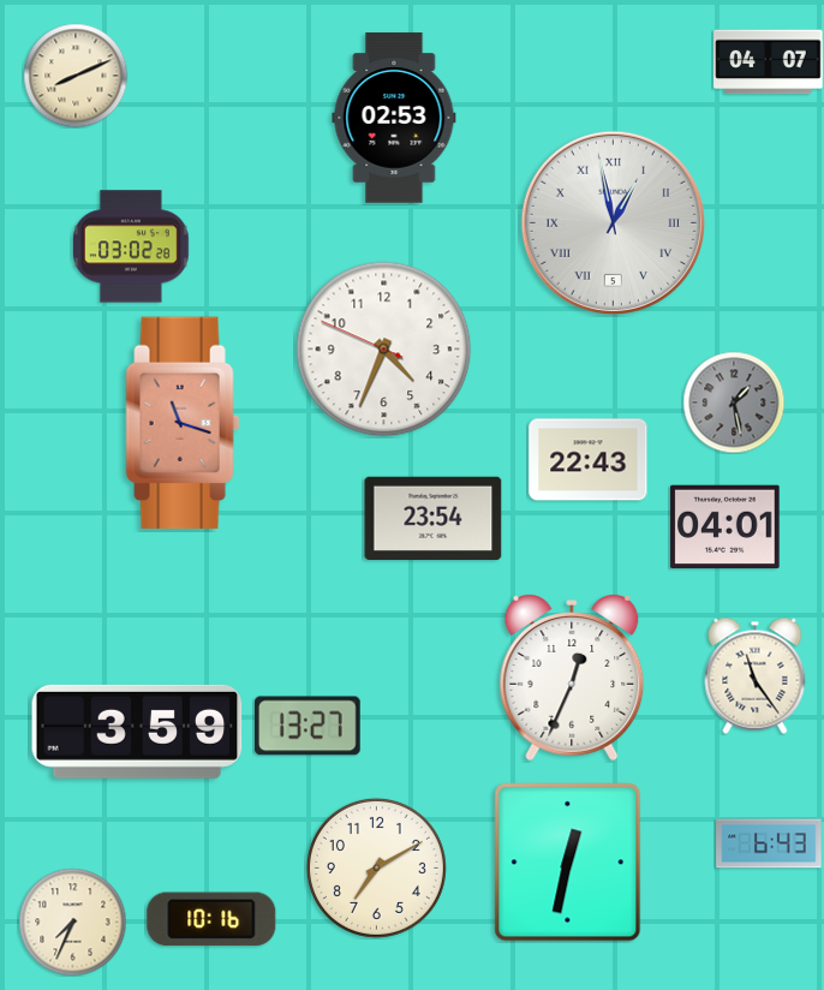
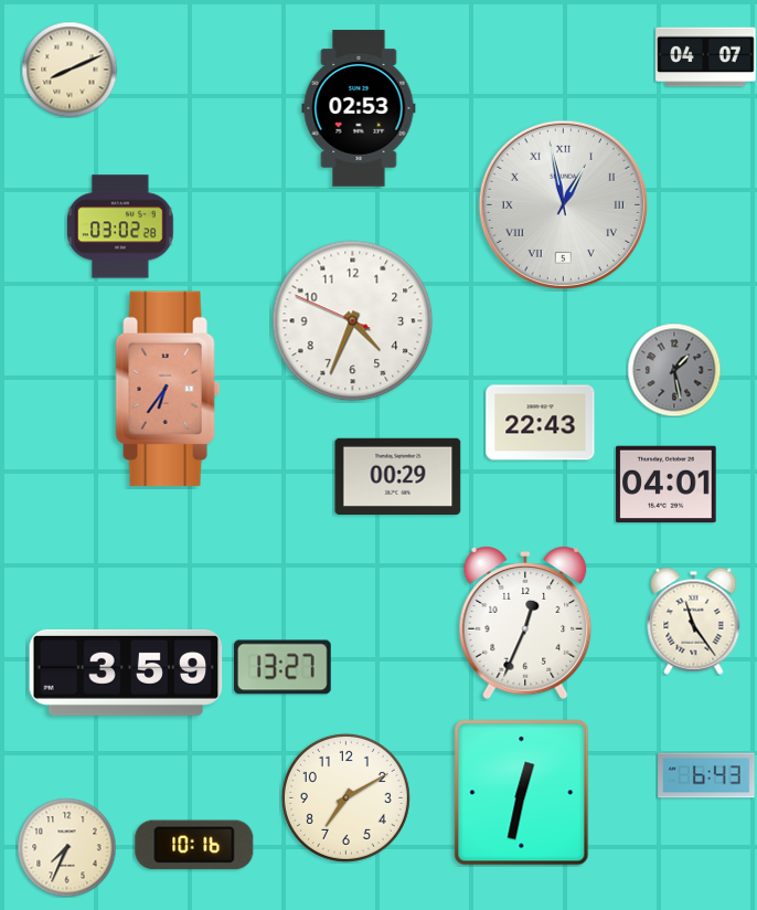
clock at (394, 118) position: (394, 118) -> (359, 108)
clock at (183, 423): 11:18 -> 6:36
clock at (434, 518): 23:54 -> 00:29
